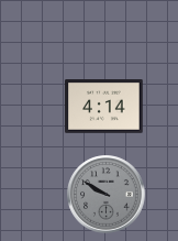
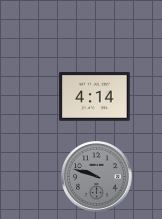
clock at (107, 195): 9:50 -> 9:48
